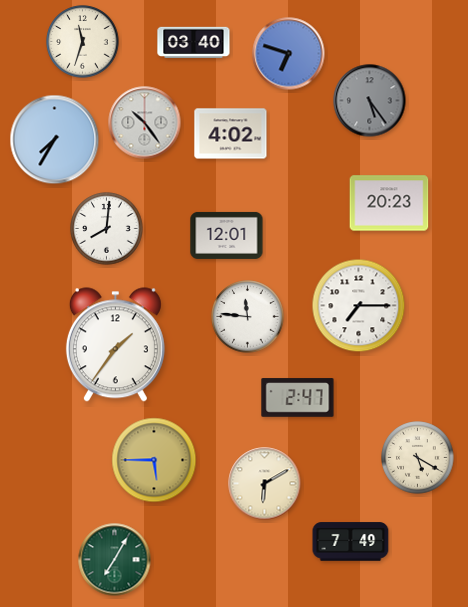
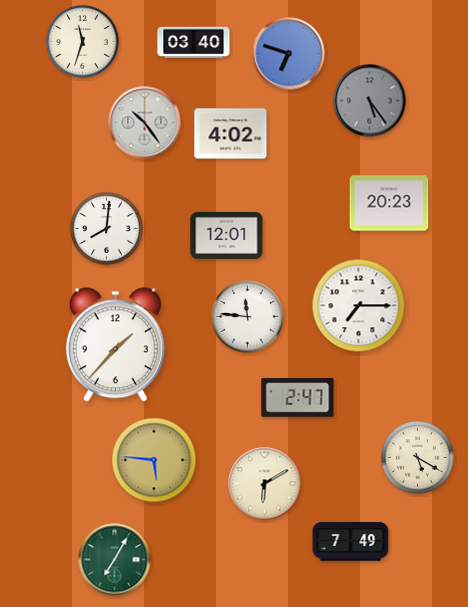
clock at (55, 140): 7:35 -> none
clock at (115, 345): 1:36 -> 1:37
clock at (154, 460): 5:45 -> 5:46
